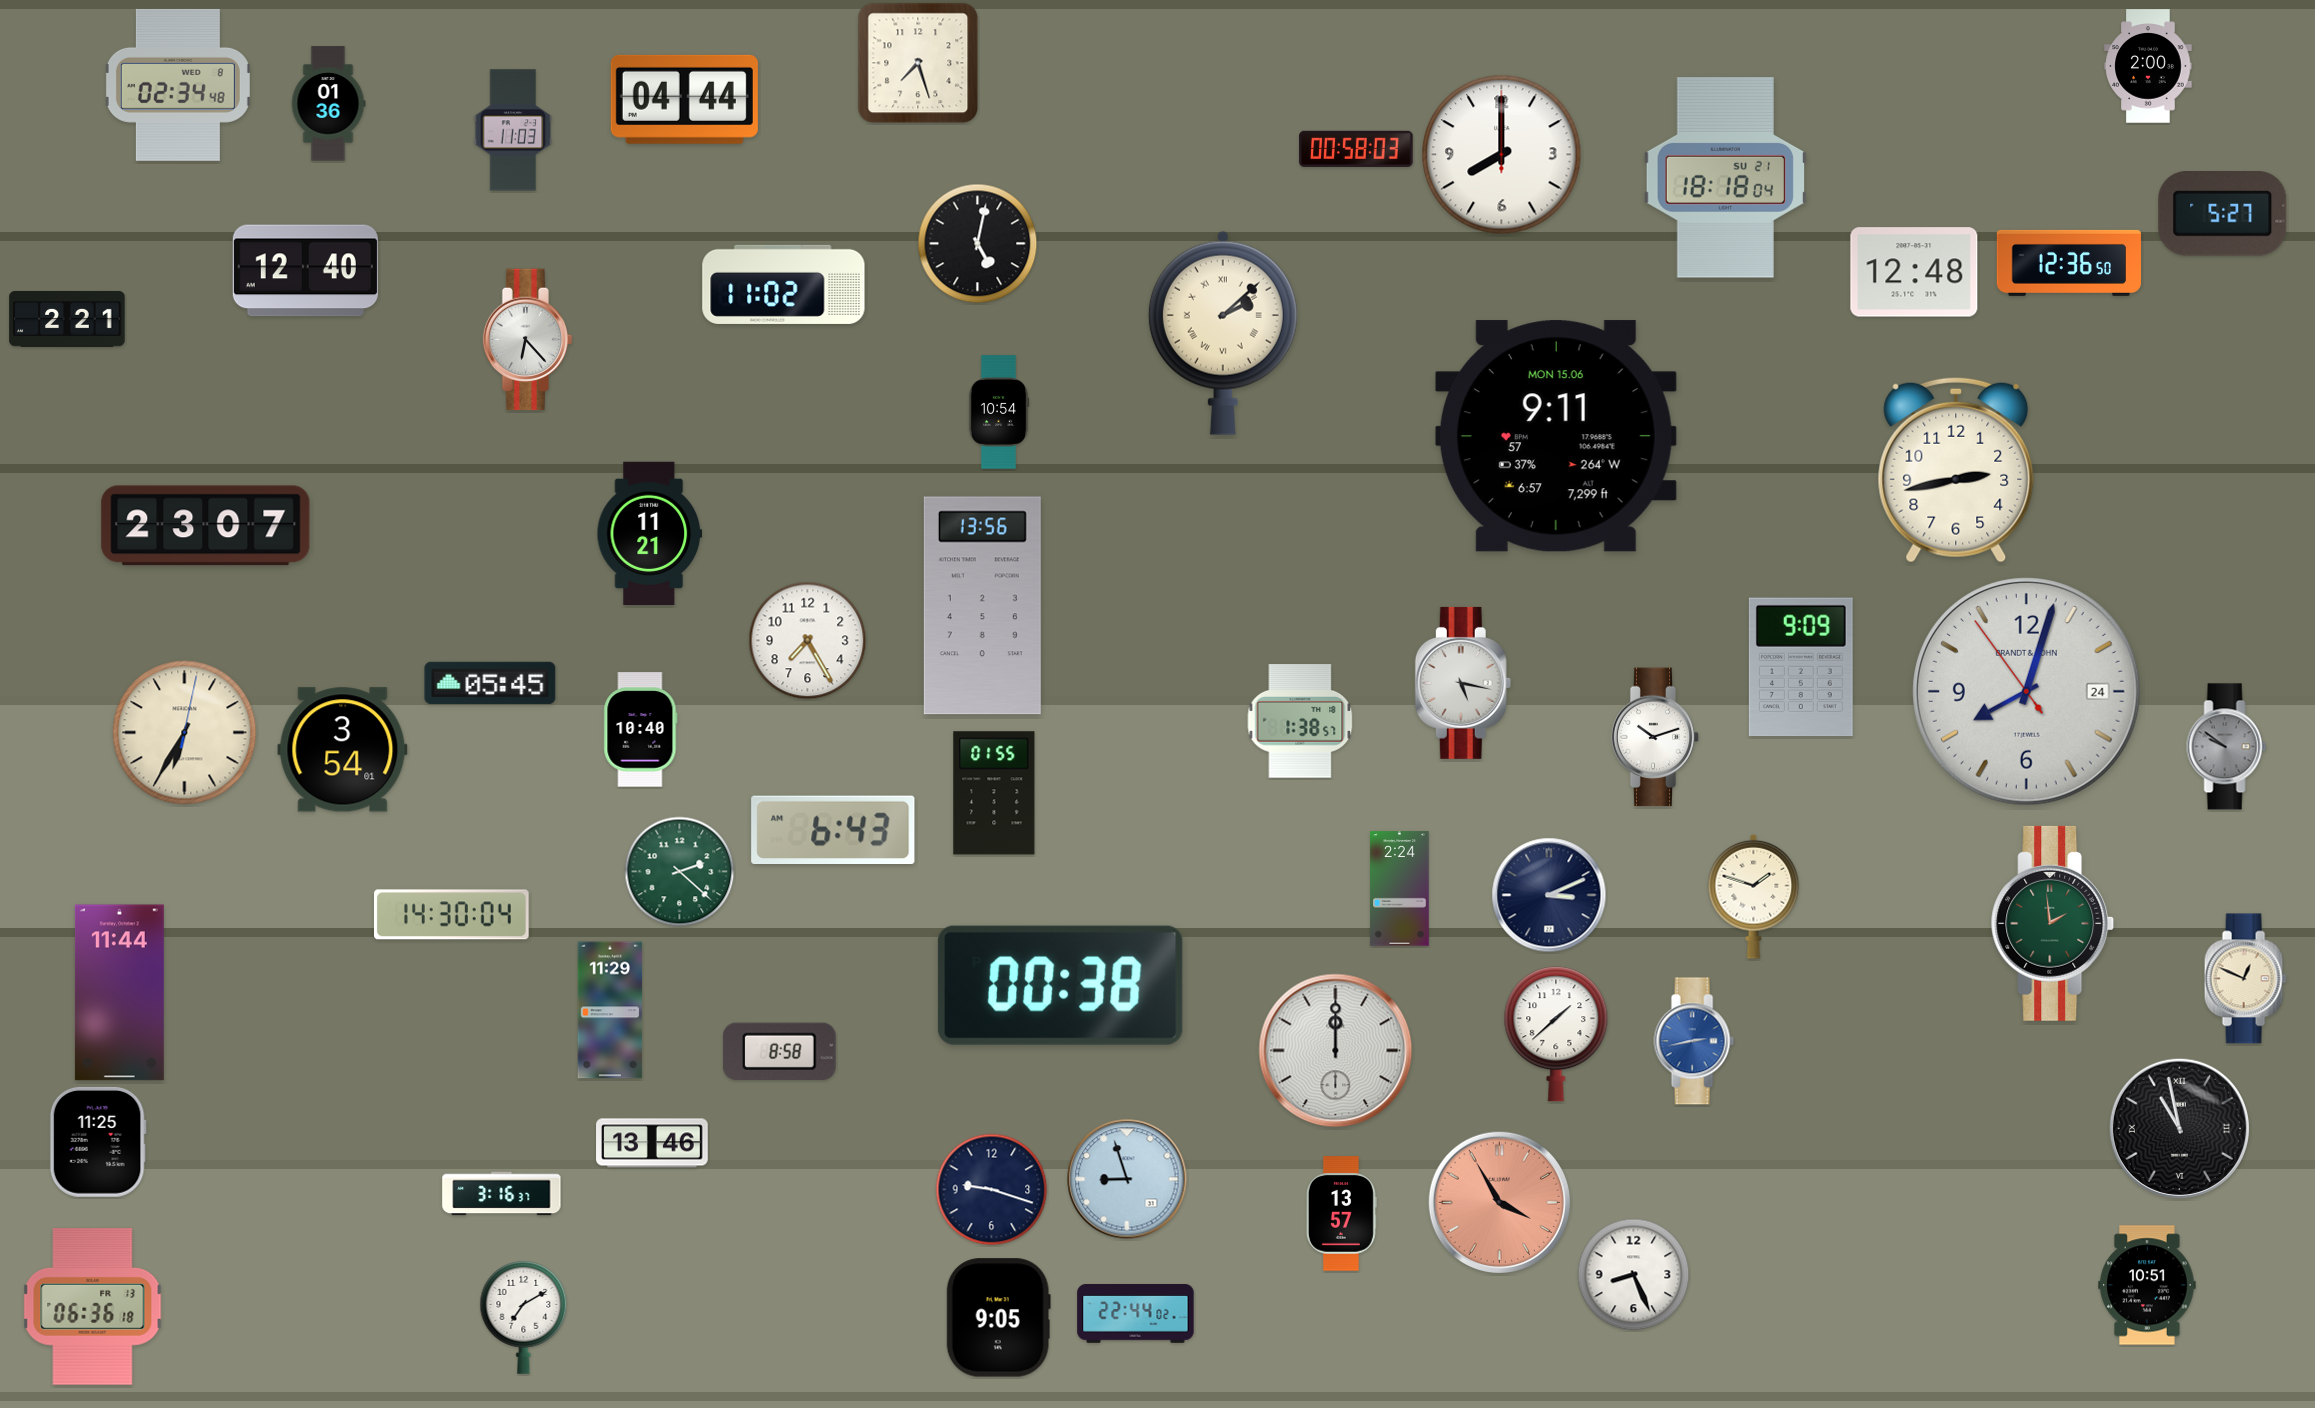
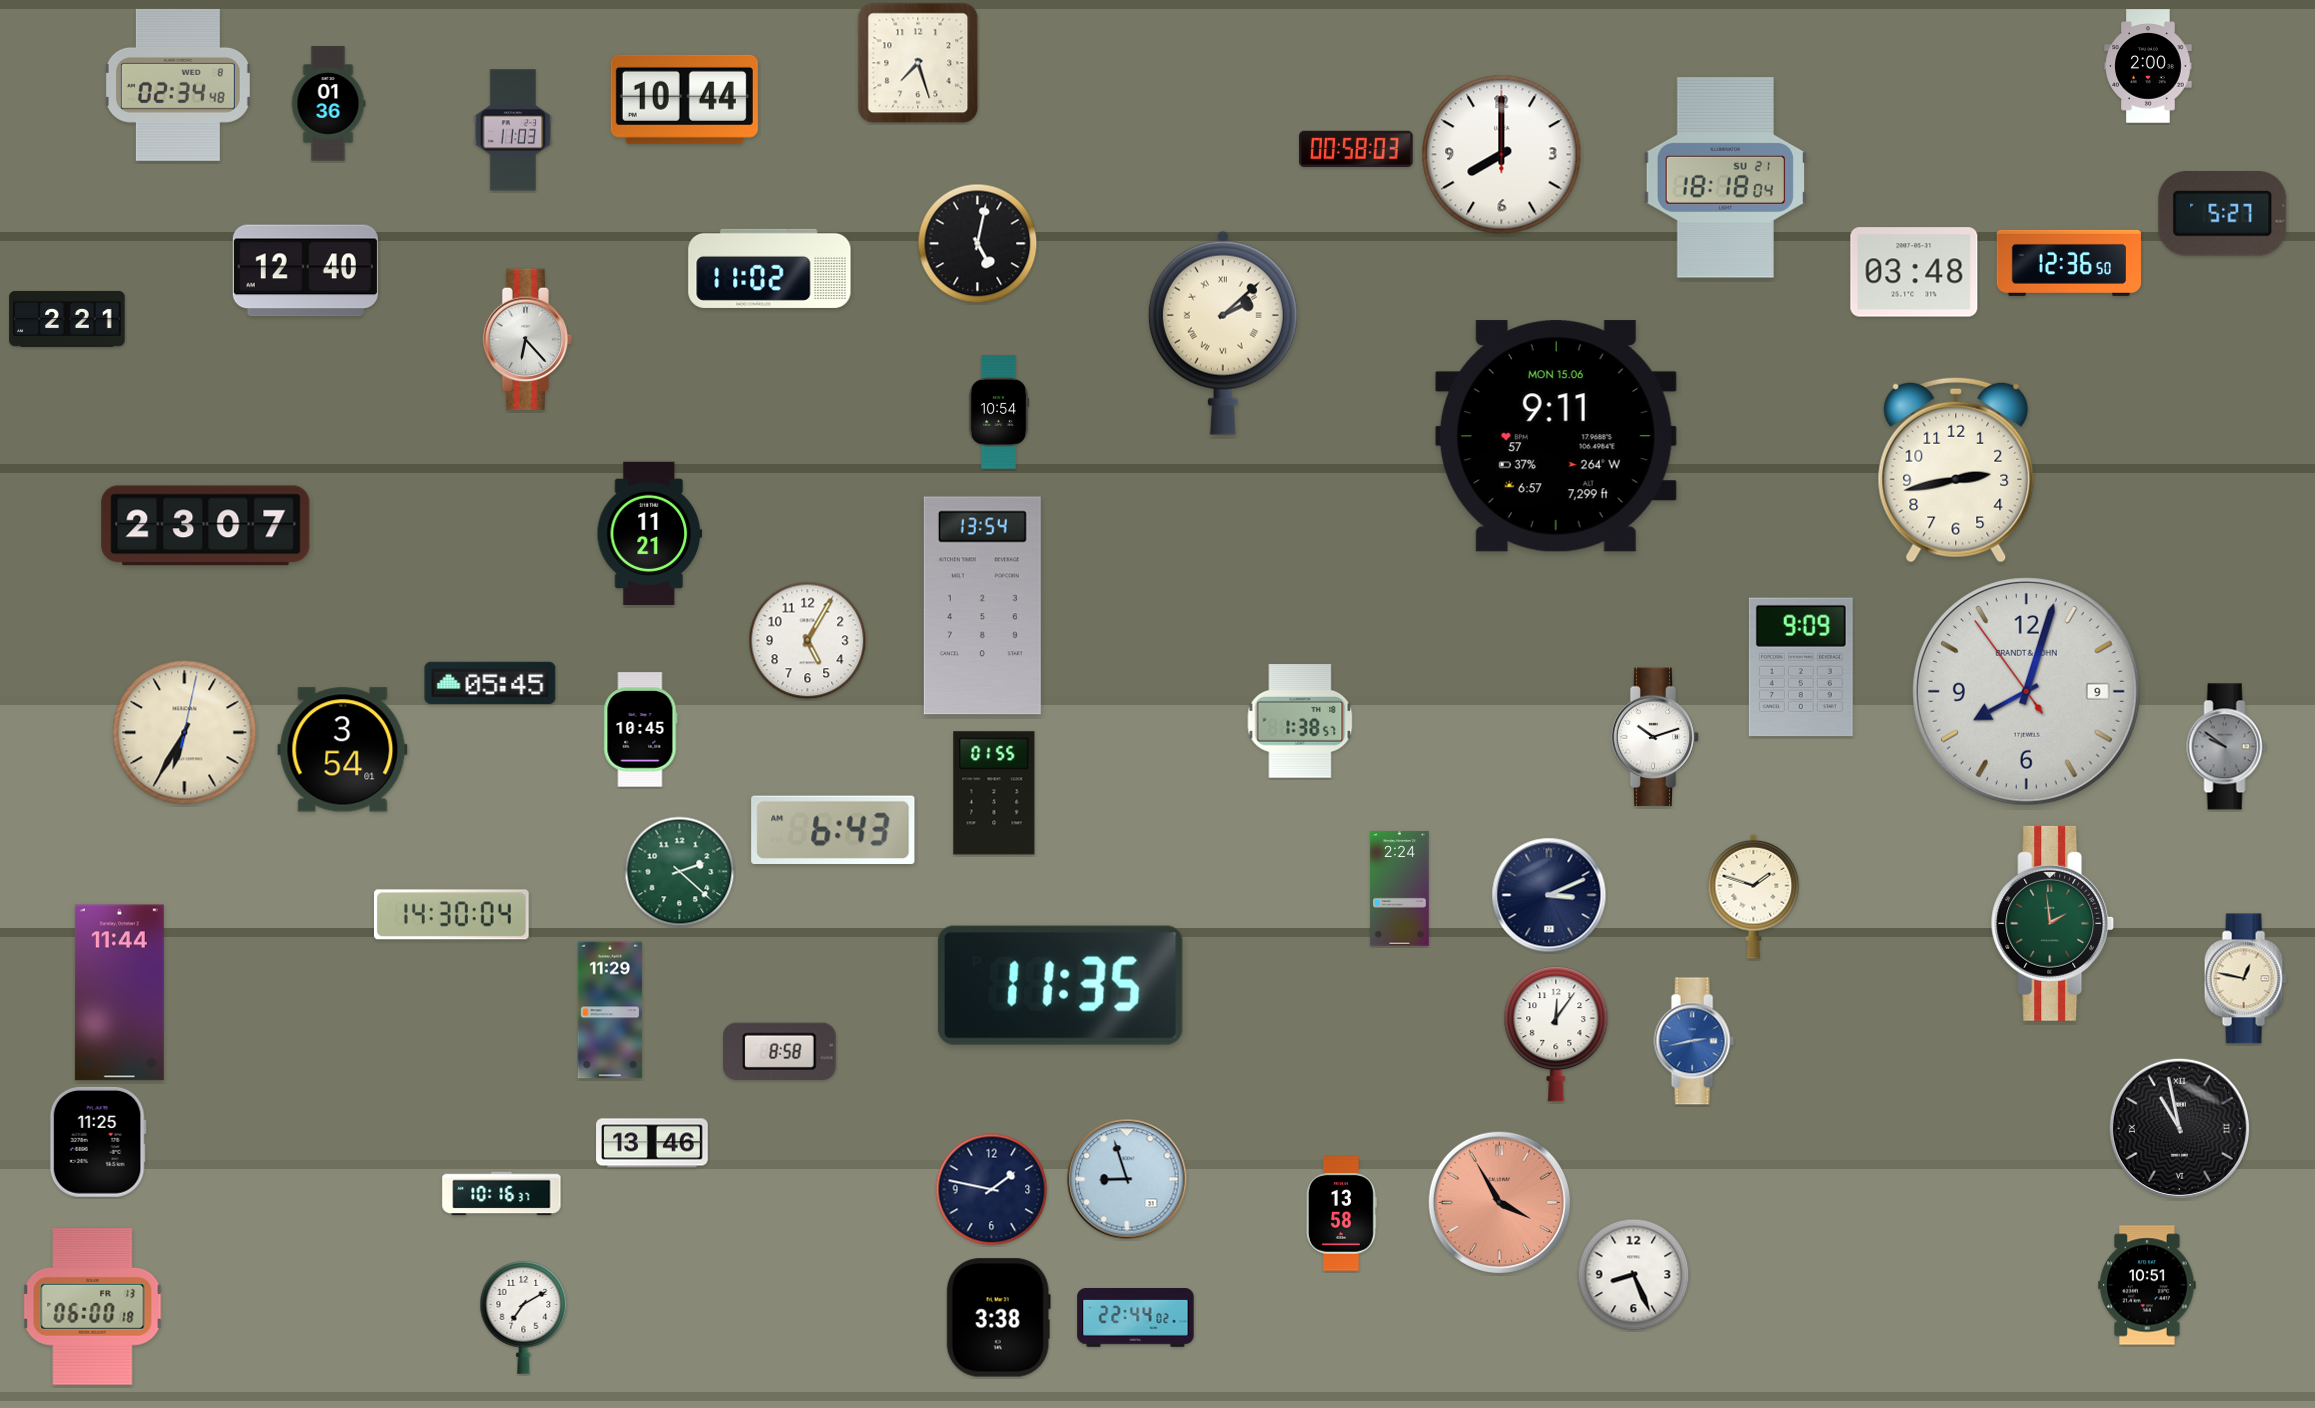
clock at (684, 99): 04:44 -> 10:44
clock at (1914, 272): 12:48 -> 03:48
clock at (784, 284) position: (784, 284) -> (770, 268)
clock at (982, 606): 13:56 -> 13:54
clock at (808, 641): 7:25 -> 5:05
clock at (1463, 683): 5:17 -> none
clock at (2026, 691) date: 24 -> 9
clock at (641, 730): 10:40 -> 10:45
clock at (2245, 979): 12:49 -> 12:47
clock at (1060, 985): 00:38 -> 11:35
clock at (1556, 1034): 1:38 -> 12:06
clock at (1336, 1051): 12:00 -> none
clock at (992, 1190): 9:18 -> 1:47
clock at (502, 1194): 3:16 -> 10:16
clock at (1341, 1214): 13:57 -> 13:58
clock at (93, 1307): 06:36 -> 06:00
clock at (1136, 1314) position: (1136, 1314) -> (1136, 1318)
clock at (998, 1318): 9:05 -> 3:38
